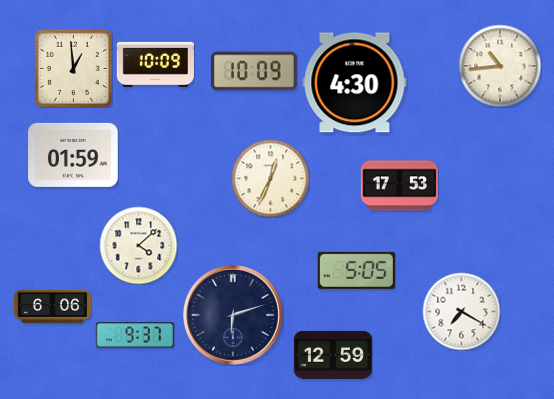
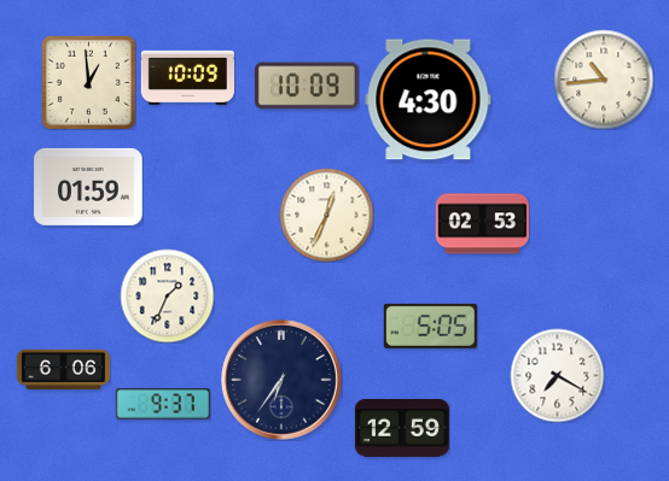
clock at (399, 186): 17:53 -> 02:53
clock at (138, 245): 4:08 -> 1:34
clock at (234, 316): 6:12 -> 6:36
